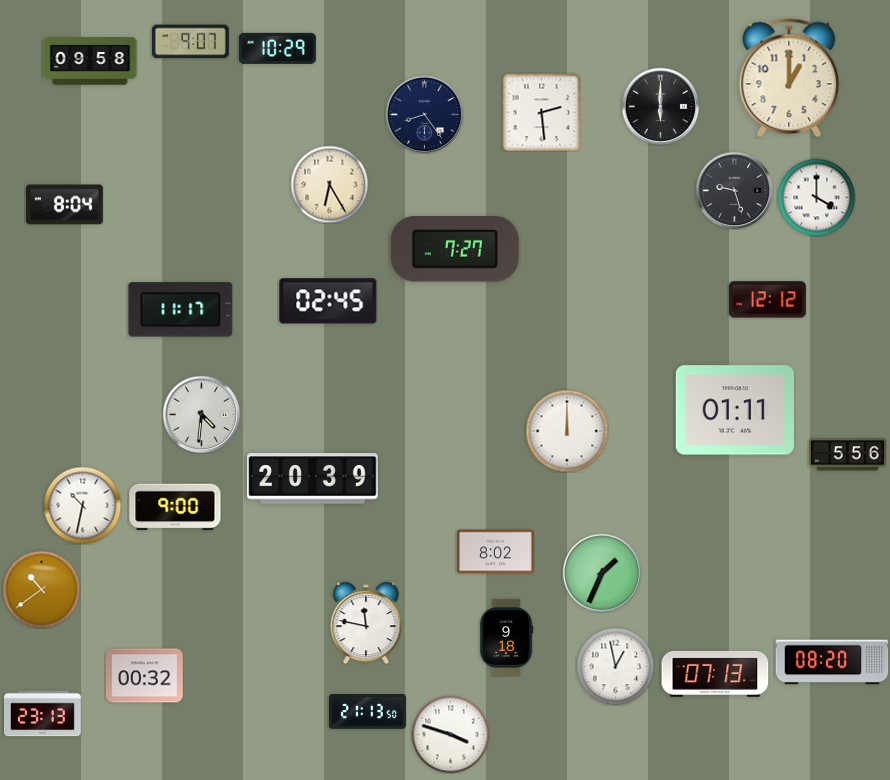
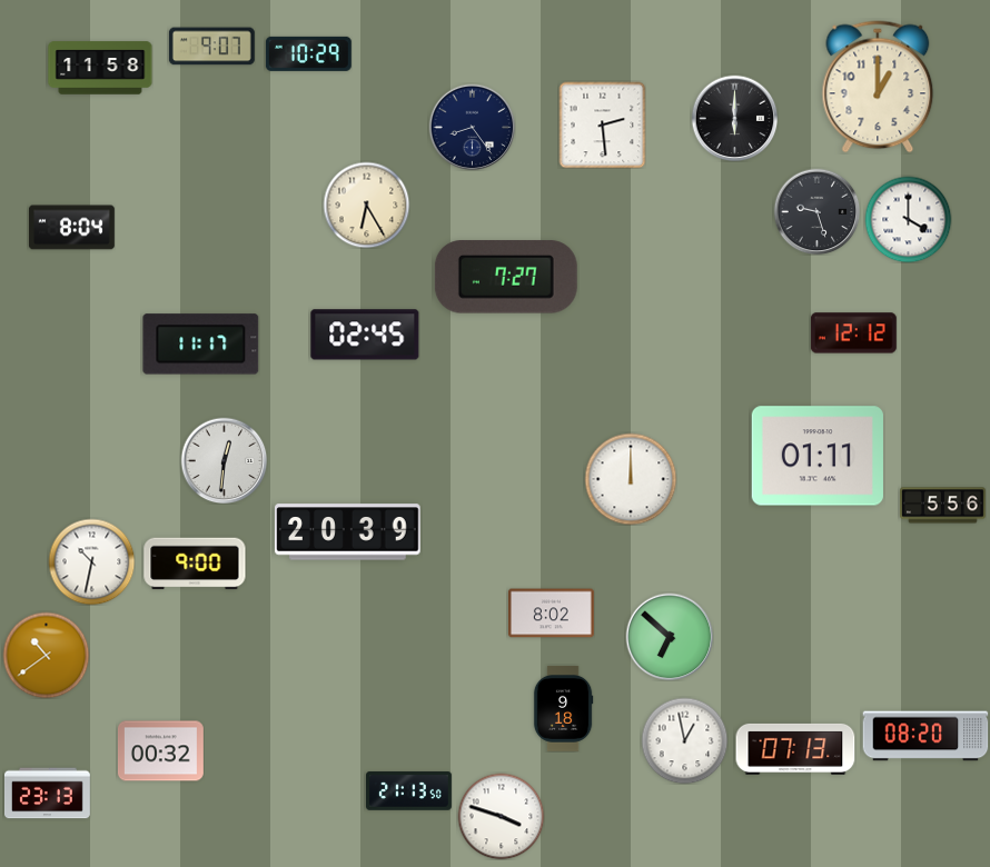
clock at (90, 61): 09:58 -> 11:58
clock at (201, 414): 4:31 -> 12:31
clock at (602, 573): 1:34 -> 6:52
clock at (366, 623): 11:47 -> none
